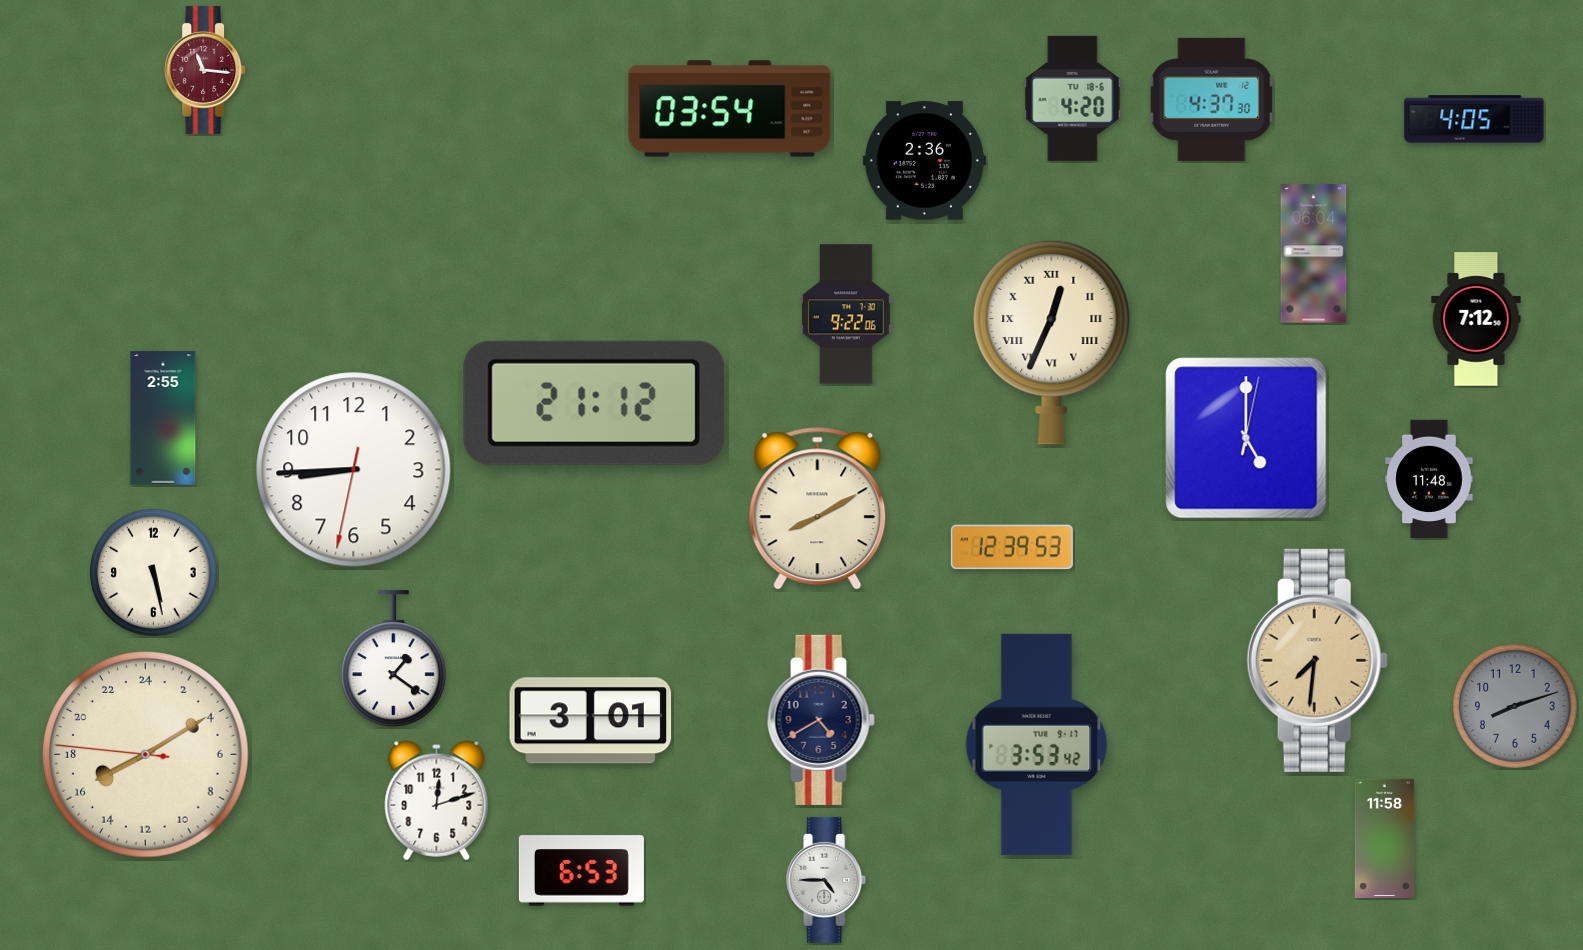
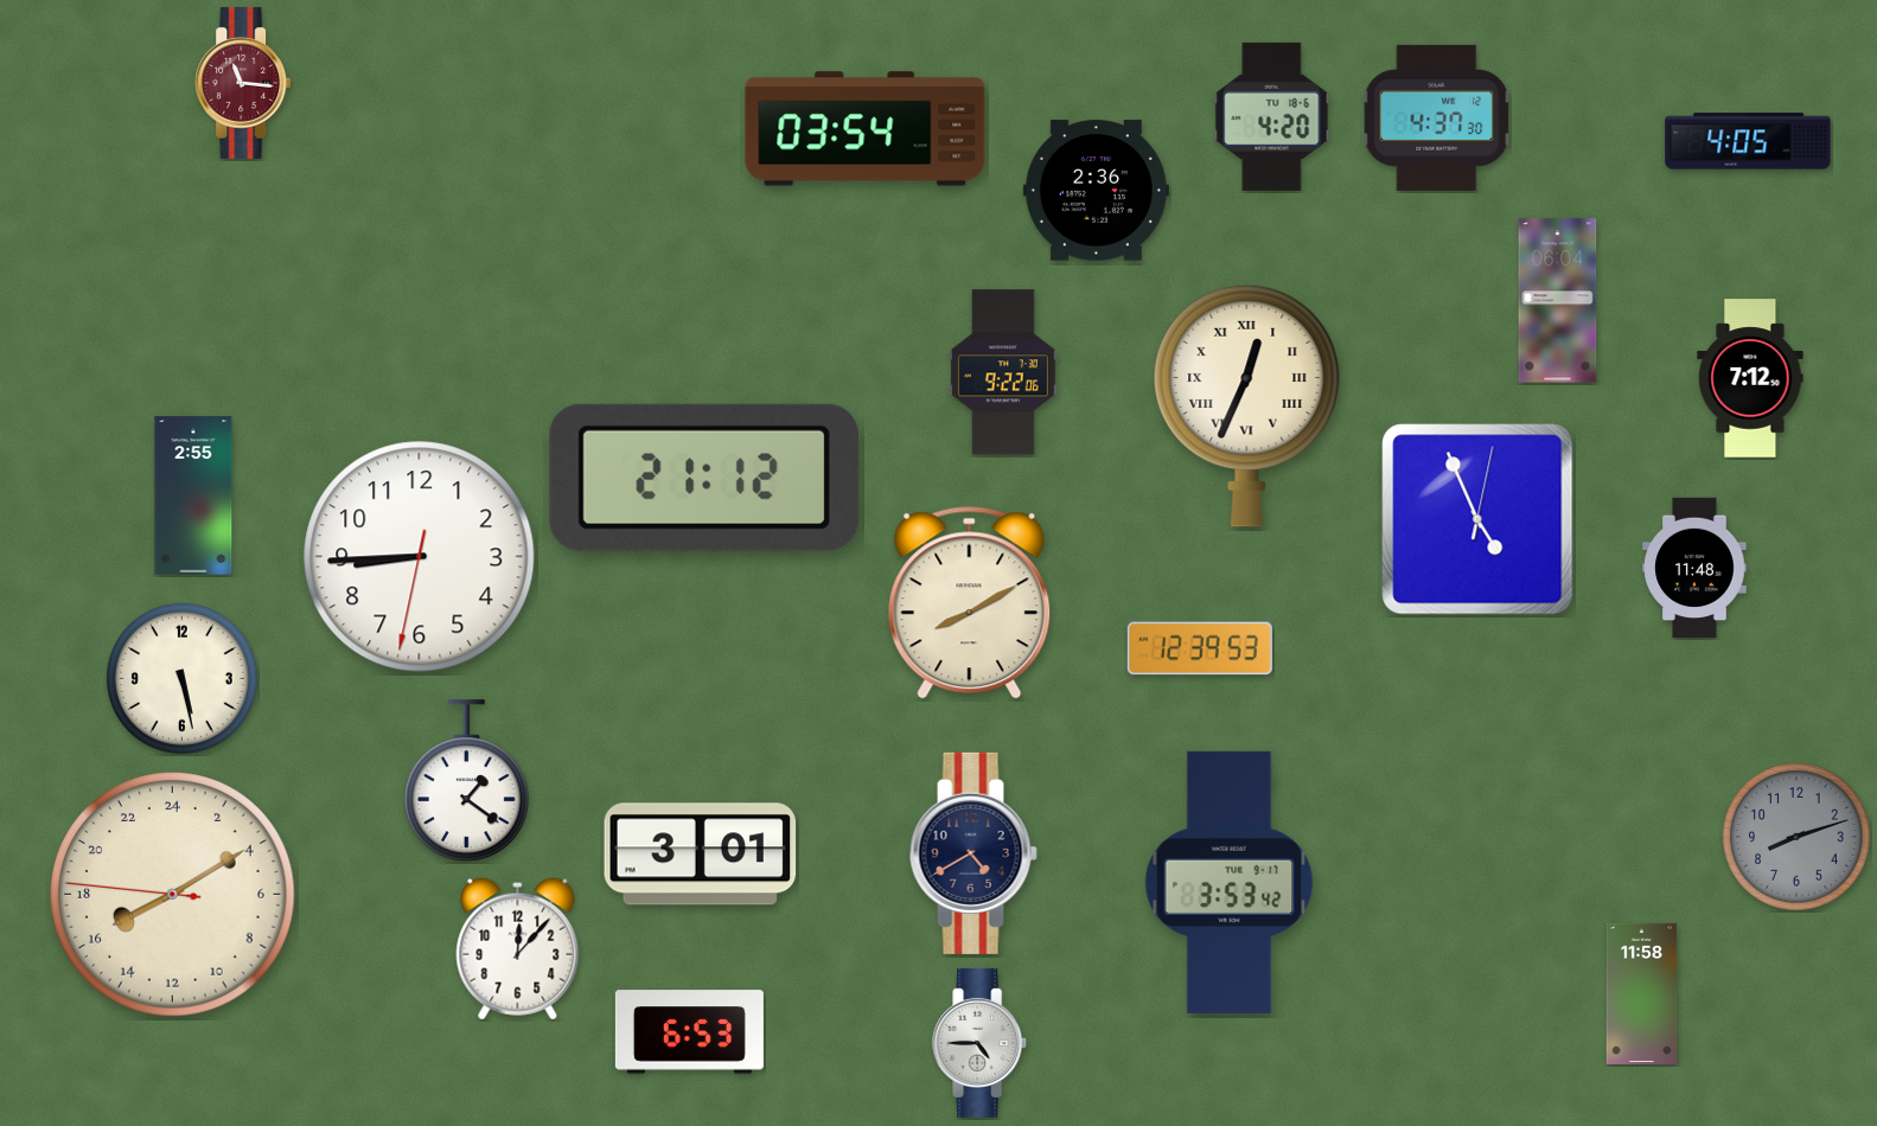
clock at (1246, 438): 5:00 -> 4:56
clock at (1317, 660): 7:31 -> none
clock at (437, 801): 12:12 -> 12:07
